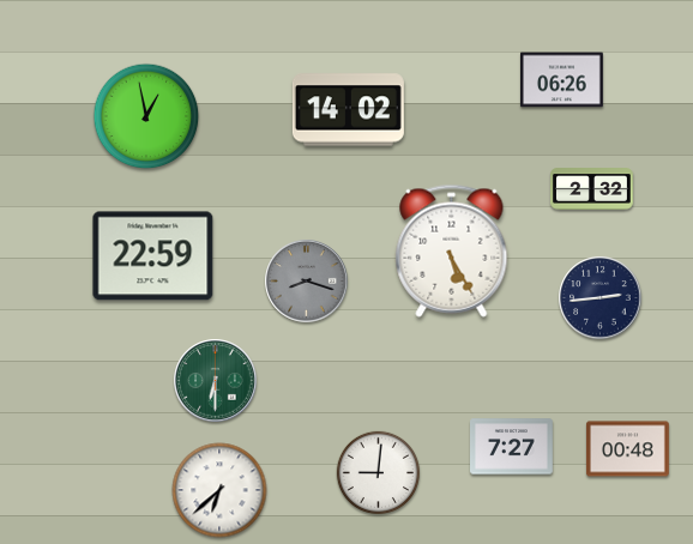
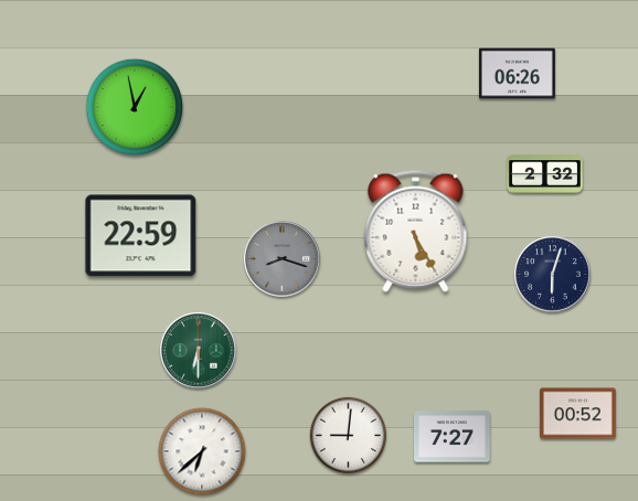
clock at (348, 110): 14:02 -> none
clock at (601, 298): 2:44 -> 6:03
clock at (512, 447) position: (512, 447) -> (453, 437)
clock at (627, 449): 00:48 -> 00:52
